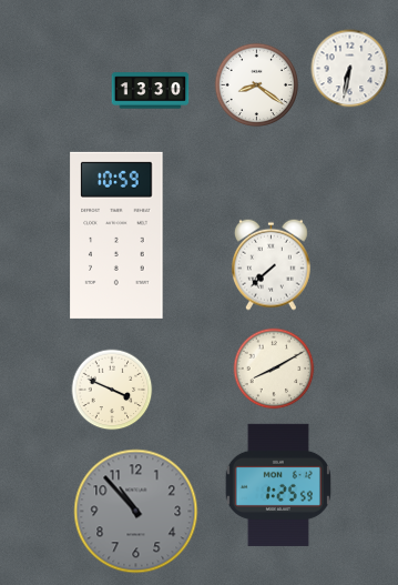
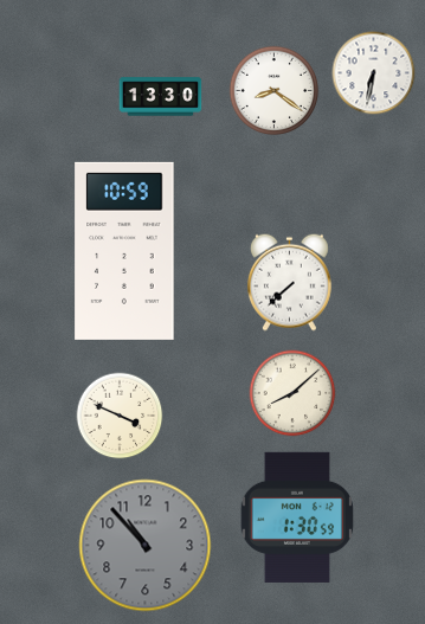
clock at (274, 369): 8:10 -> 8:08
clock at (278, 485): 1:25 -> 1:30
